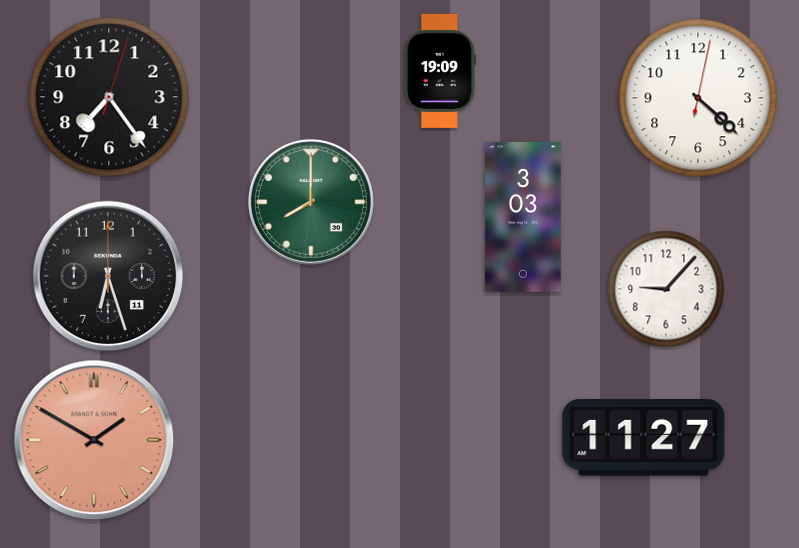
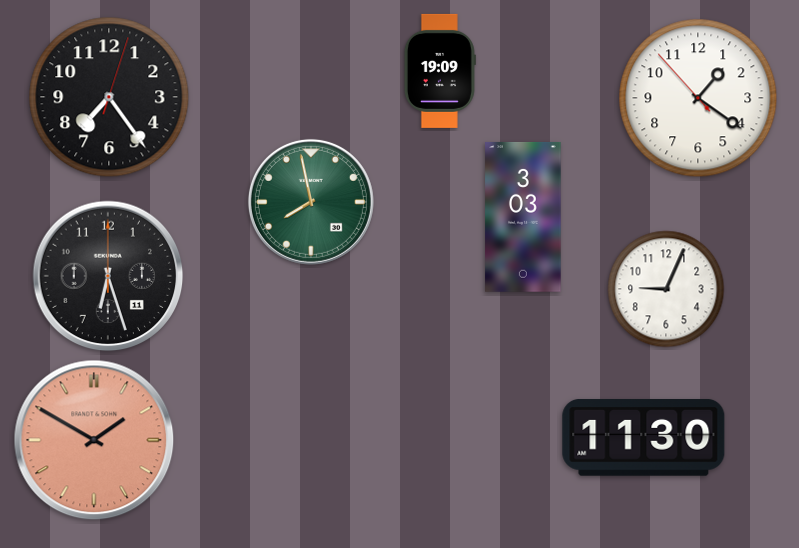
clock at (698, 98): 4:22 -> 1:20
clock at (311, 202): 8:00 -> 7:58
clock at (666, 289): 9:07 -> 9:04
clock at (644, 438): 11:27 -> 11:30
